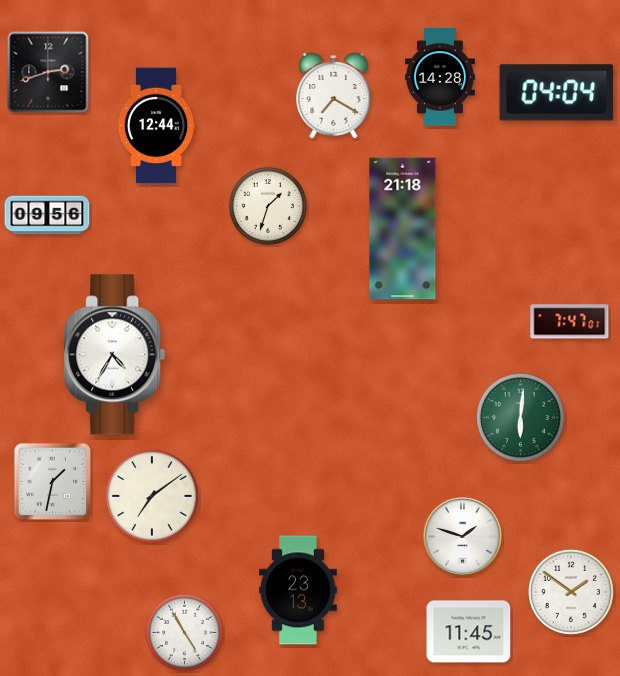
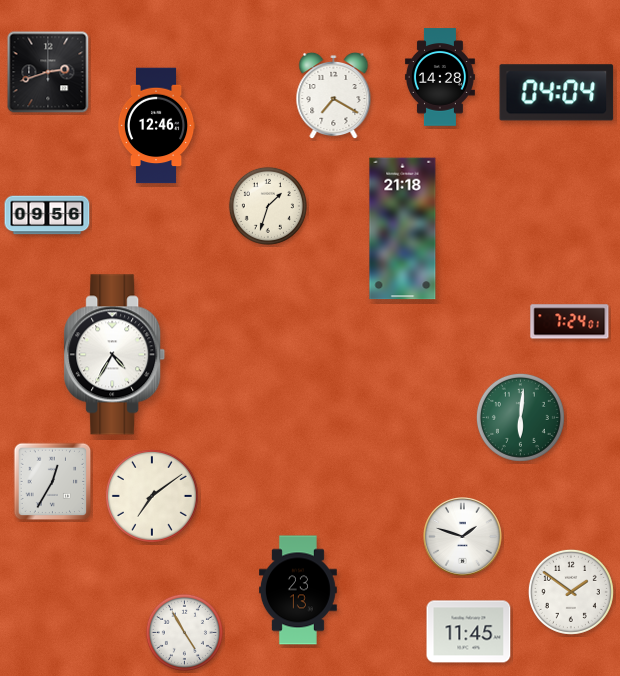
clock at (156, 126): 12:44 -> 12:46
clock at (570, 322): 7:47 -> 7:24
clock at (53, 482): 1:32 -> 12:35
